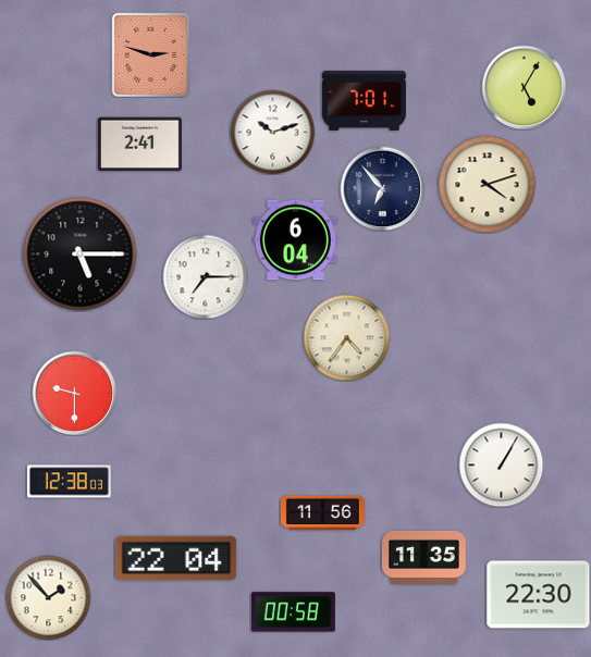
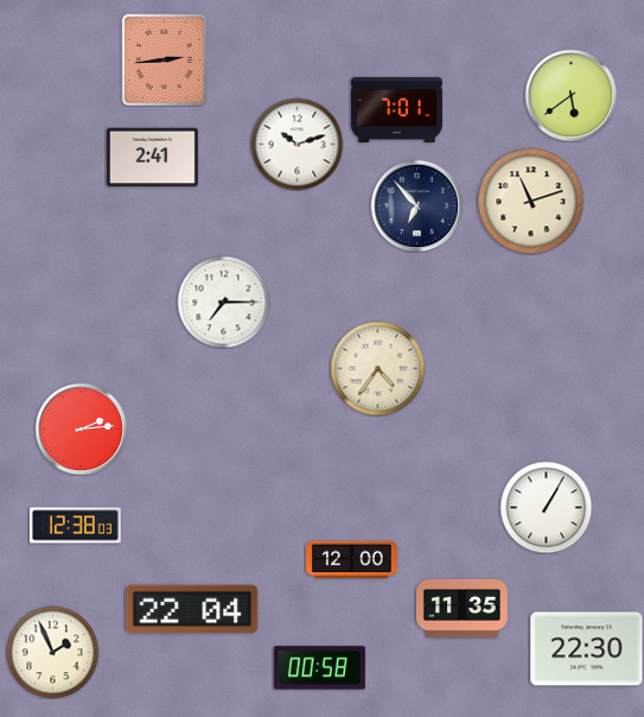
clock at (151, 54): 2:48 -> 2:44
clock at (524, 87): 5:05 -> 5:39
clock at (487, 184): 4:12 -> 11:12
clock at (295, 240): 6:04 -> none
clock at (81, 255): 5:15 -> none
clock at (74, 393): 9:30 -> 2:14
clock at (322, 513): 11:56 -> 12:00
clock at (48, 597): 1:53 -> 1:56
